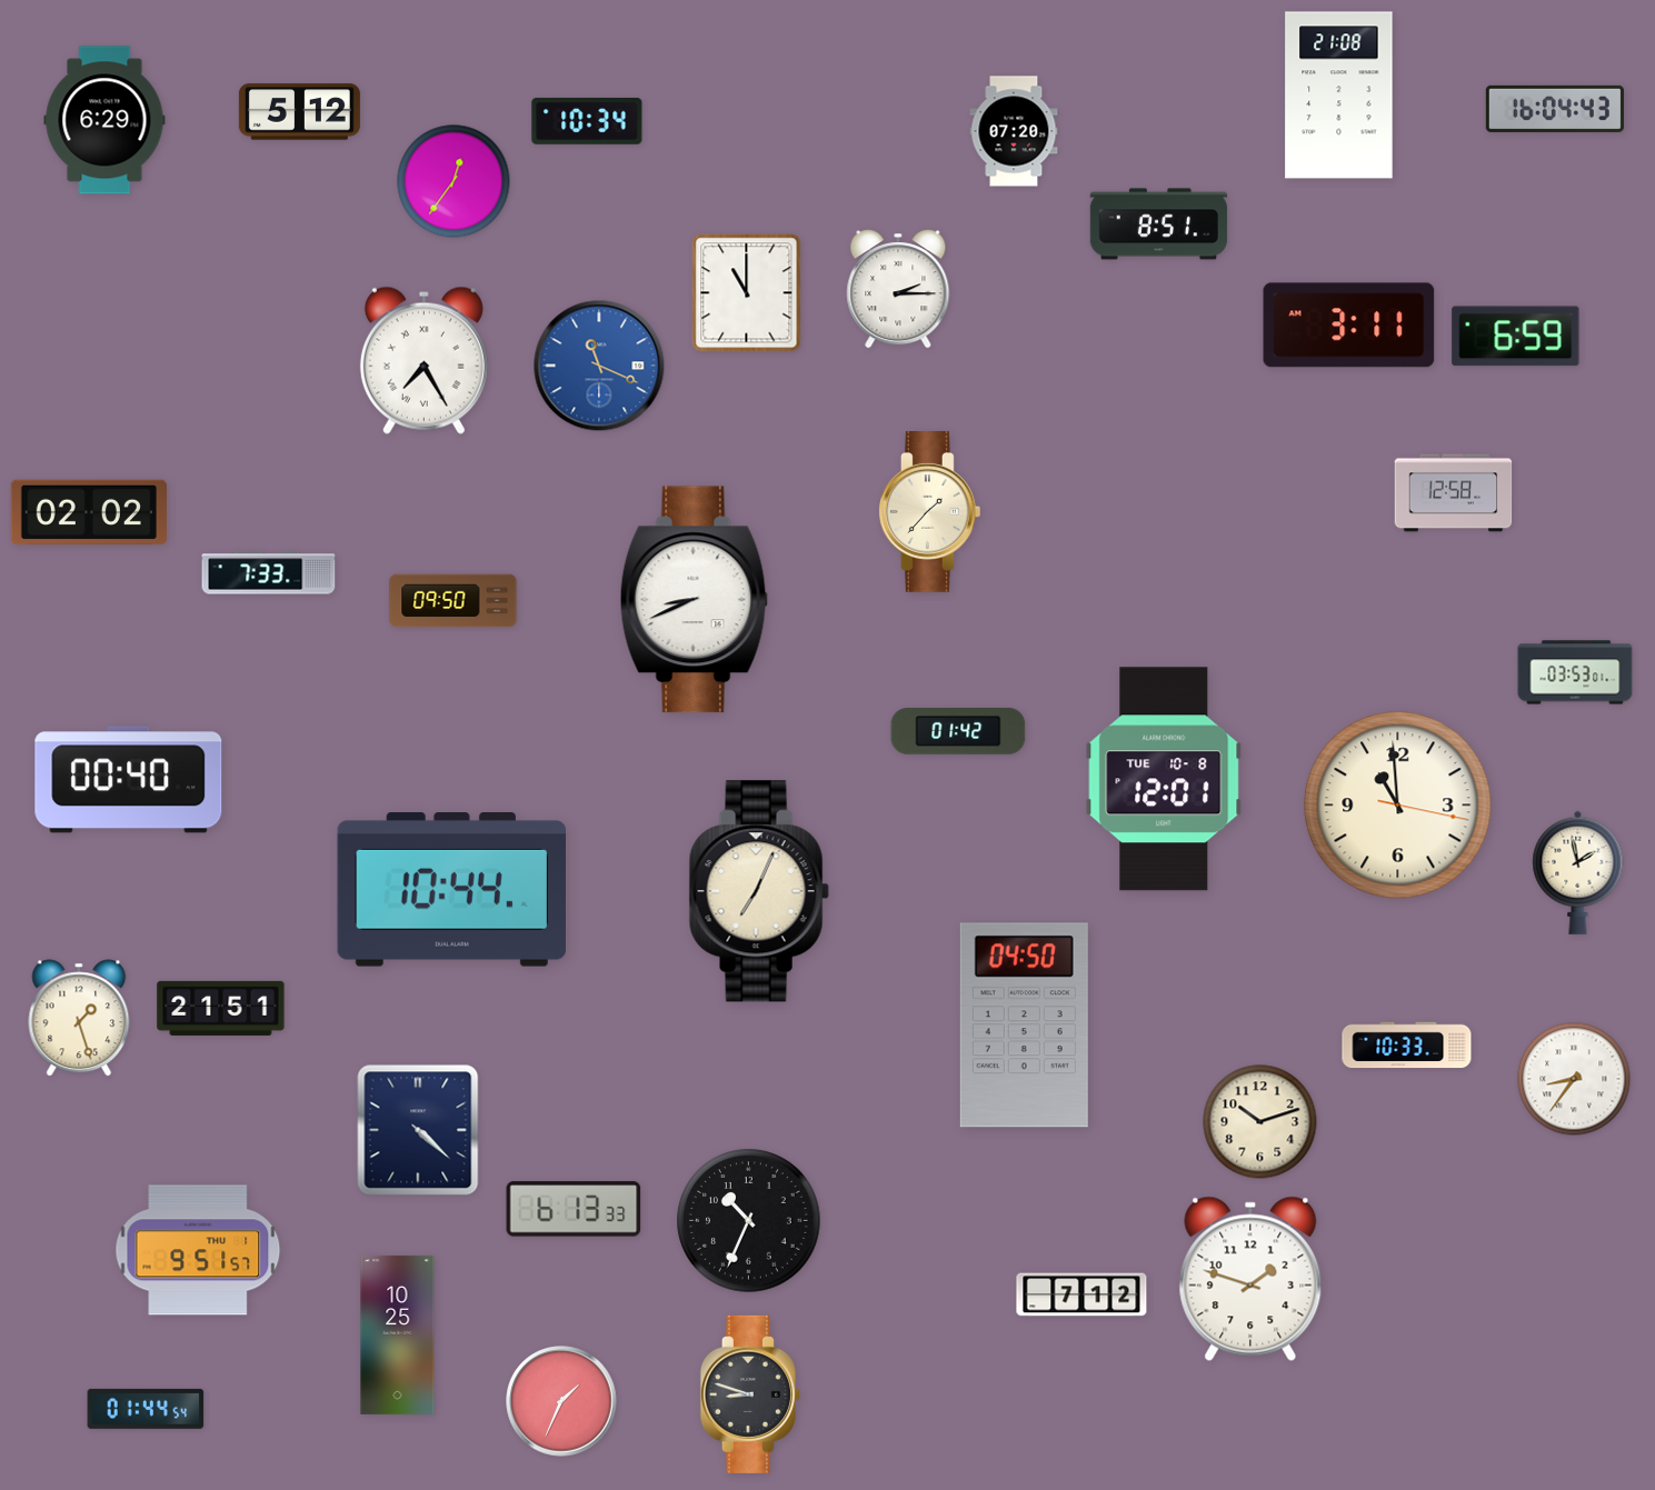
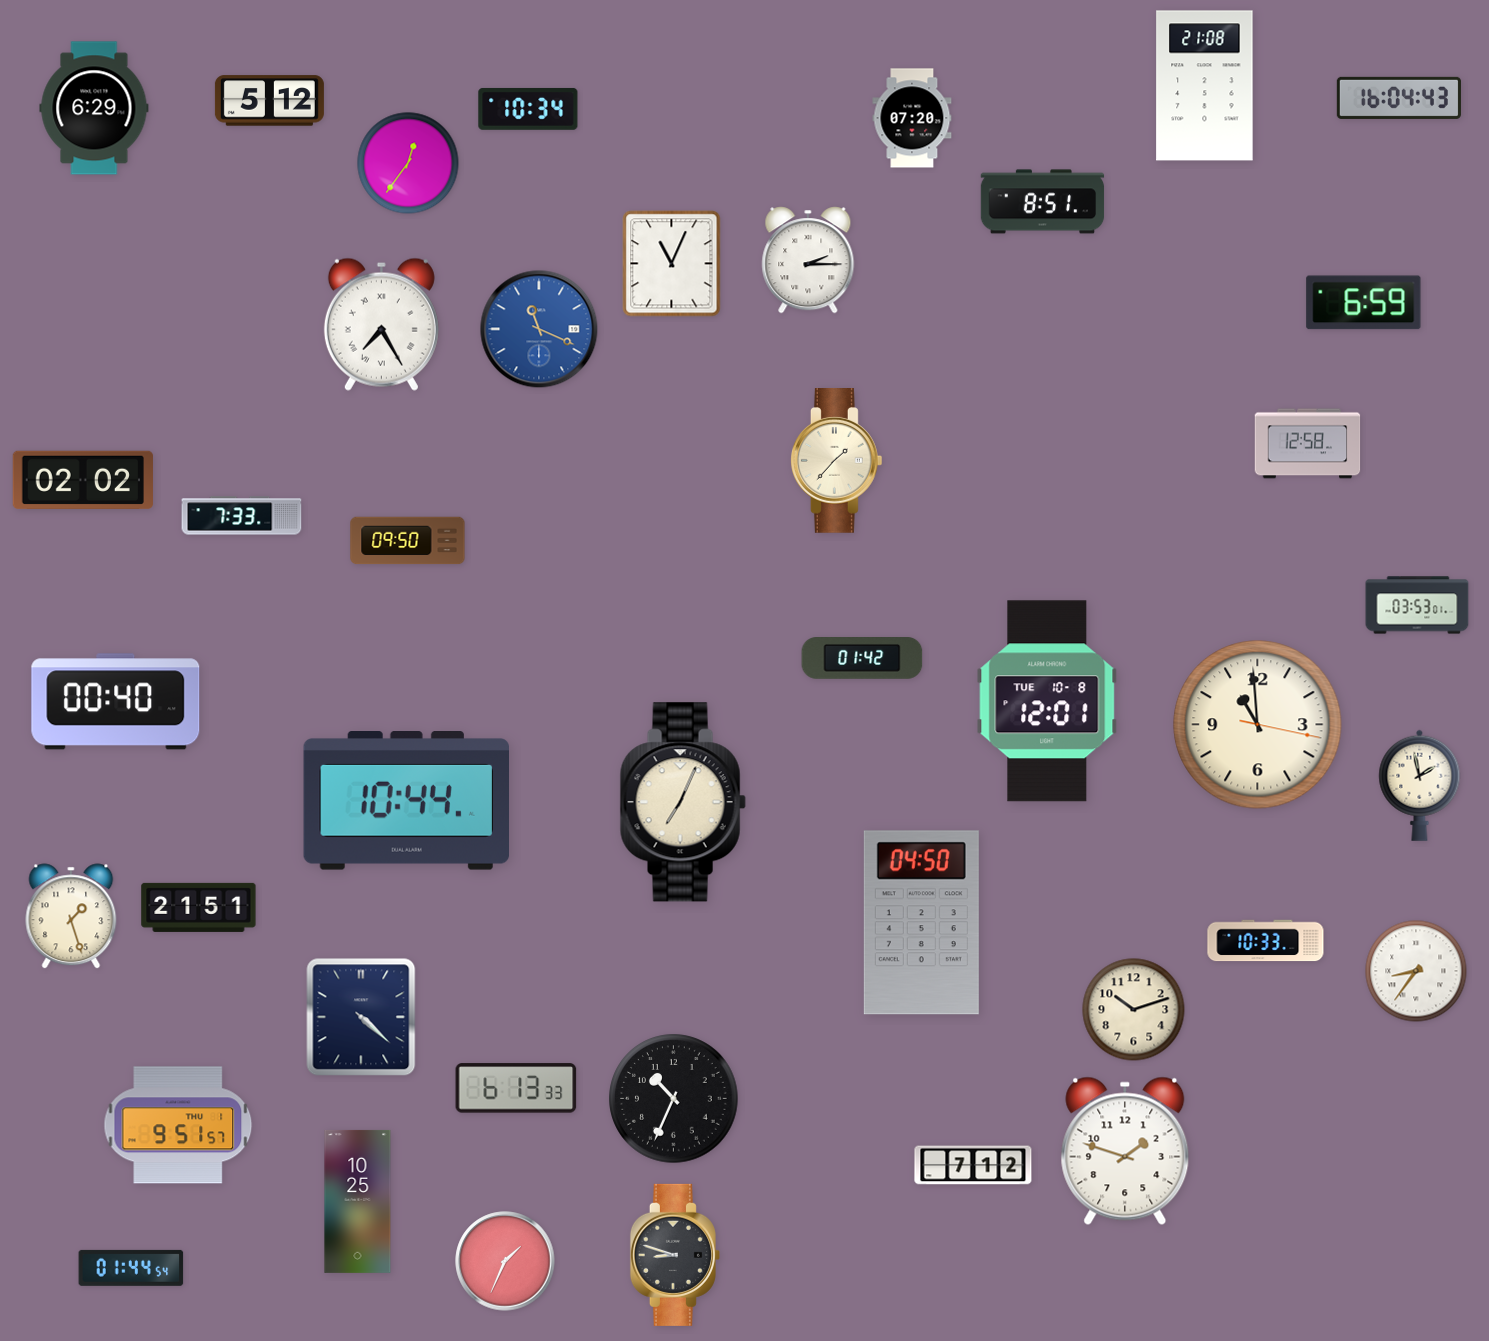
clock at (747, 293): 11:00 -> 11:04
clock at (1349, 326): 3:11 -> none
clock at (89, 511) position: (89, 511) -> (83, 479)
clock at (694, 600): 8:41 -> none
clock at (418, 1130) position: (418, 1130) -> (361, 1017)
